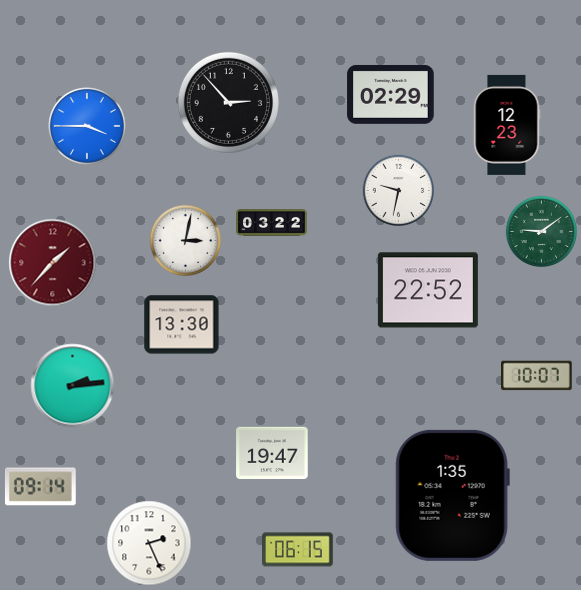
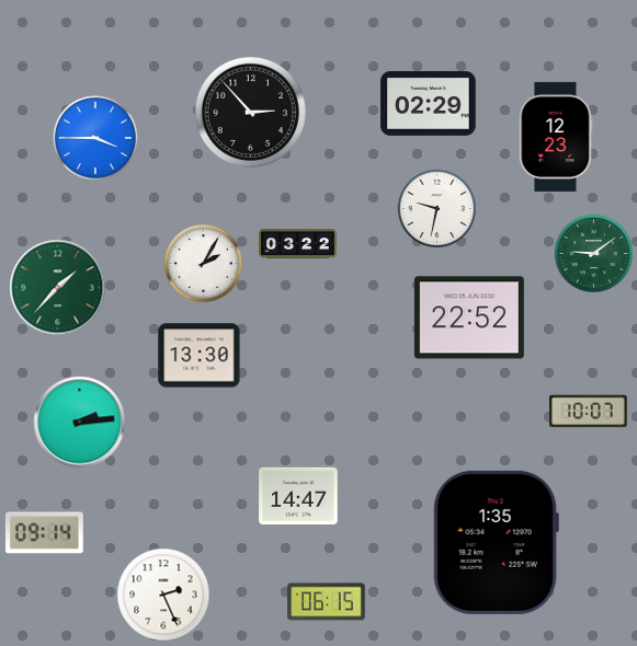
clock at (186, 241): 3:02 -> 2:05
clock at (53, 263) dial: burgundy -> green
clock at (272, 452): 19:47 -> 14:47
